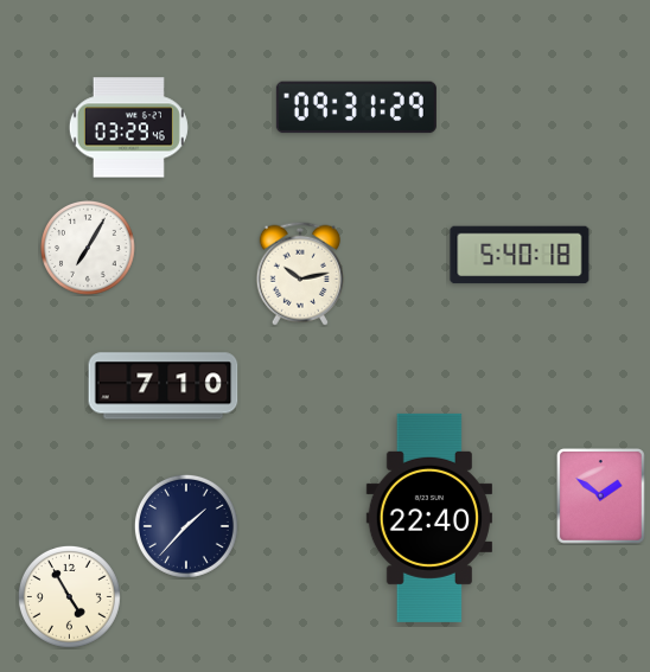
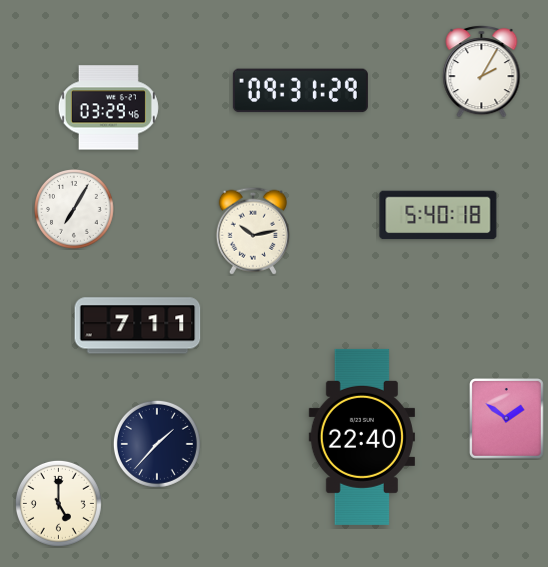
clock at (482, 72): none -> 2:05
clock at (164, 386): 7:10 -> 7:11
clock at (69, 596): 4:55 -> 5:00
